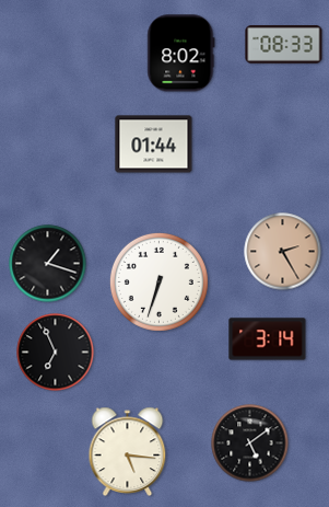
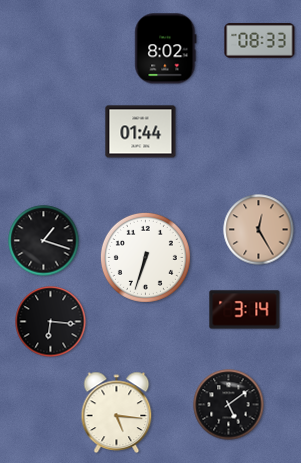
clock at (283, 252): 2:25 -> 12:25
clock at (56, 353): 6:56 -> 6:16
